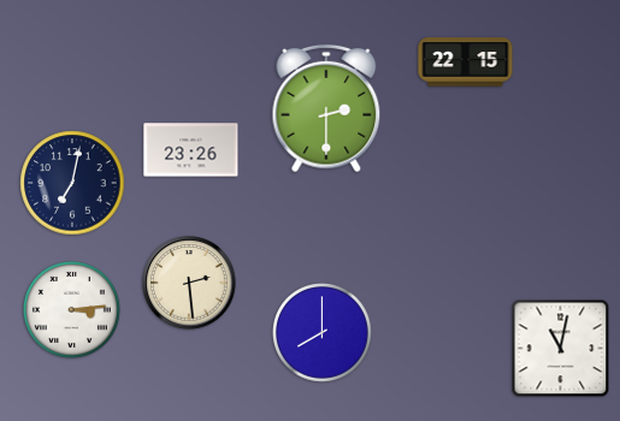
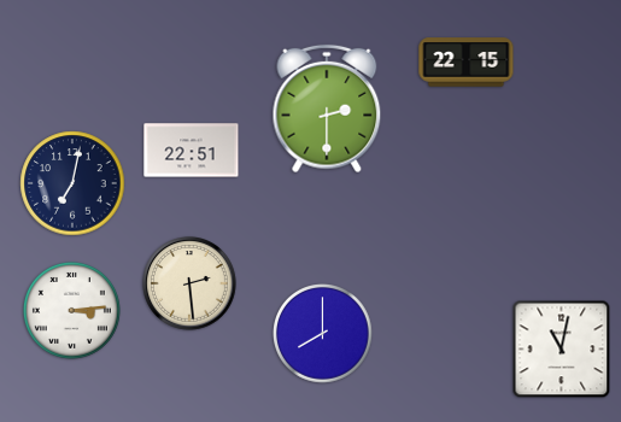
clock at (191, 150): 23:26 -> 22:51
